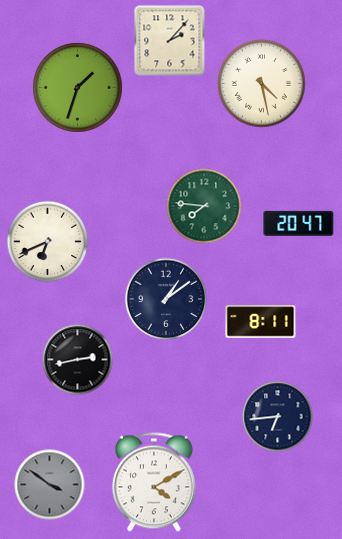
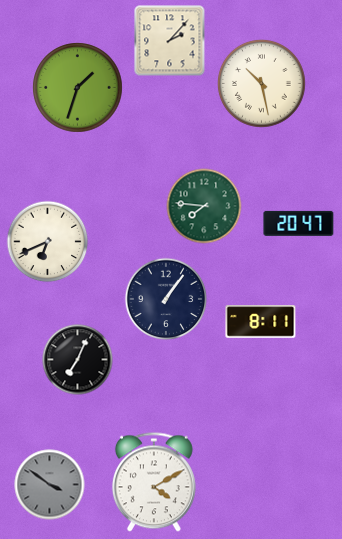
clock at (262, 84): 4:28 -> 10:28
clock at (166, 299): 1:09 -> 1:06
clock at (78, 360): 2:43 -> 7:04
clock at (278, 417): 6:44 -> none
